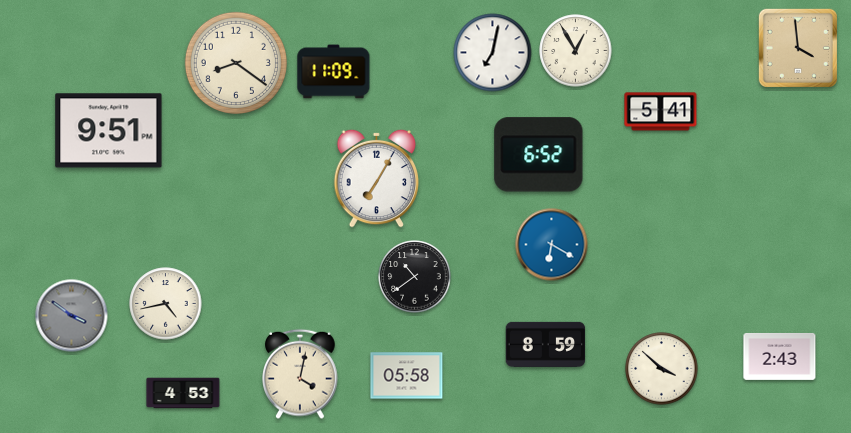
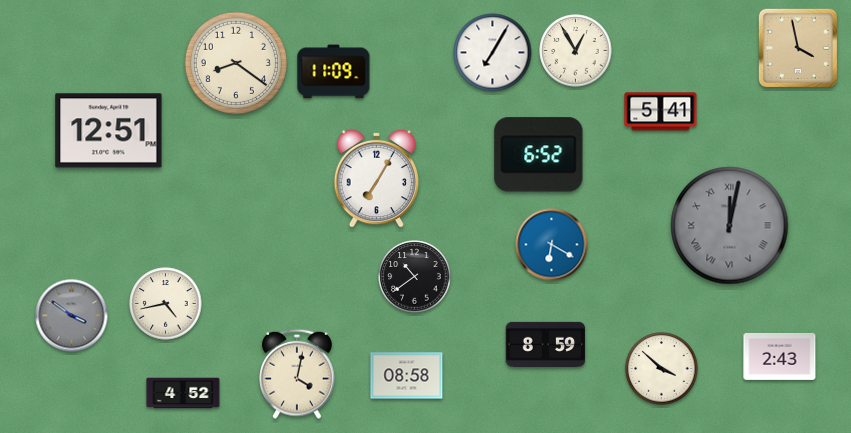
clock at (798, 48): 3:59 -> 3:58
clock at (493, 53): 7:02 -> 7:05
clock at (109, 131): 9:51 -> 12:51
clock at (730, 226): none -> 12:02
clock at (300, 374) position: (300, 374) -> (297, 374)
clock at (407, 376): 05:58 -> 08:58
clock at (183, 393): 4:53 -> 4:52
